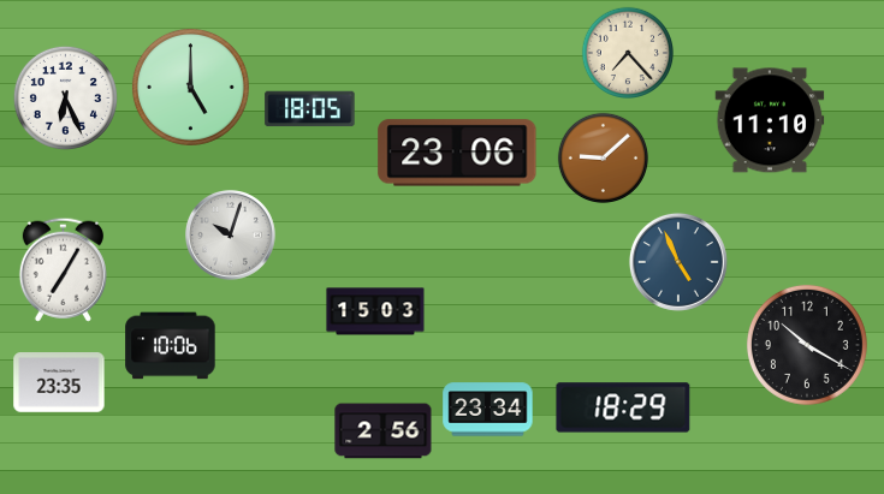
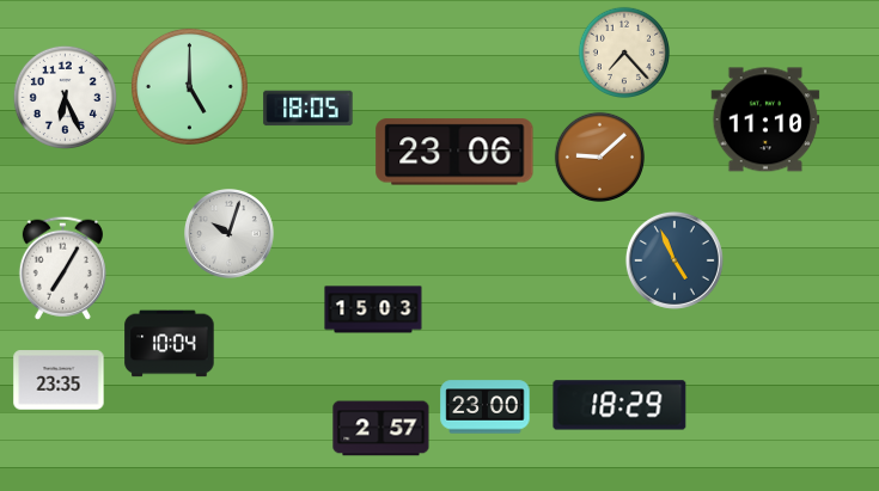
clock at (807, 345): 10:20 -> none
clock at (171, 346): 10:06 -> 10:04
clock at (488, 410): 23:34 -> 23:00
clock at (384, 431): 2:56 -> 2:57
